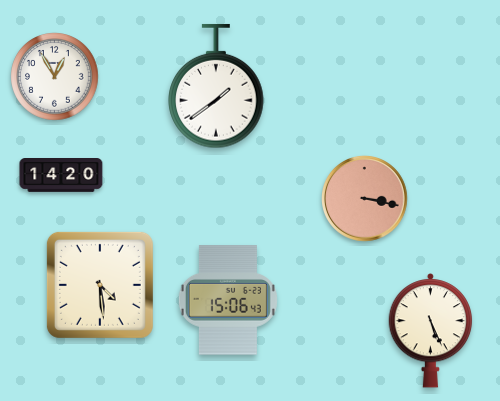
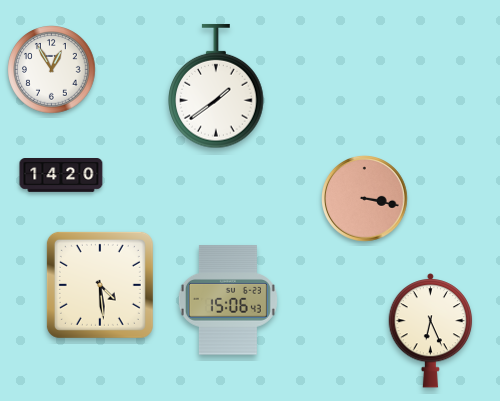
clock at (55, 77) position: (55, 77) -> (52, 70)
clock at (431, 331): 5:26 -> 6:26
